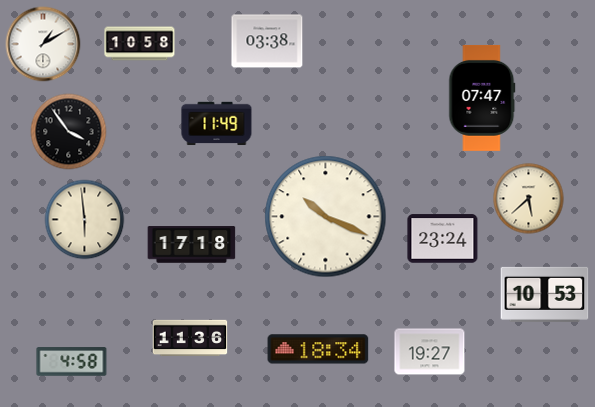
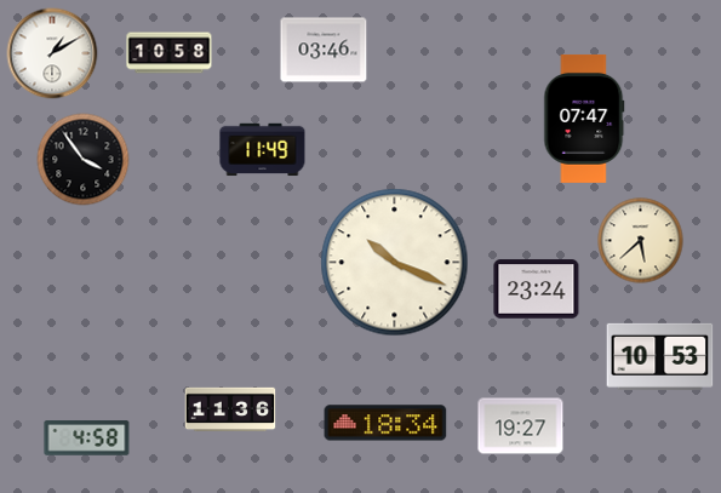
clock at (267, 41): 03:38 -> 03:46
clock at (85, 220): 5:59 -> none
clock at (192, 245): 17:18 -> none
